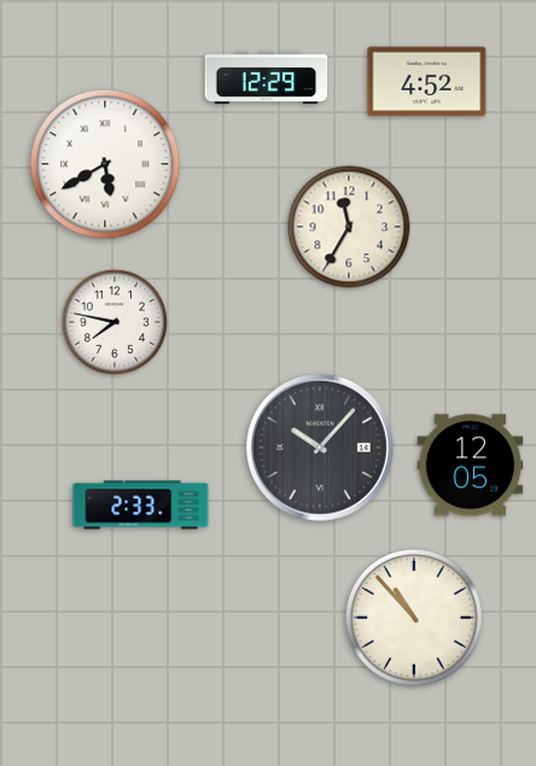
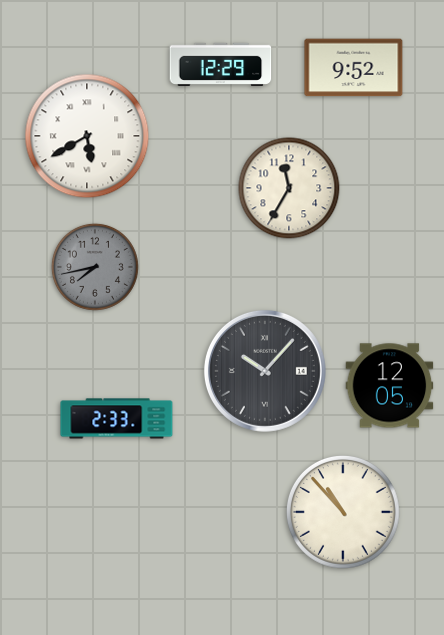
clock at (427, 82): 4:52 -> 9:52
clock at (115, 322): 7:47 -> 7:43
clock at (115, 322) dial: white -> grey
